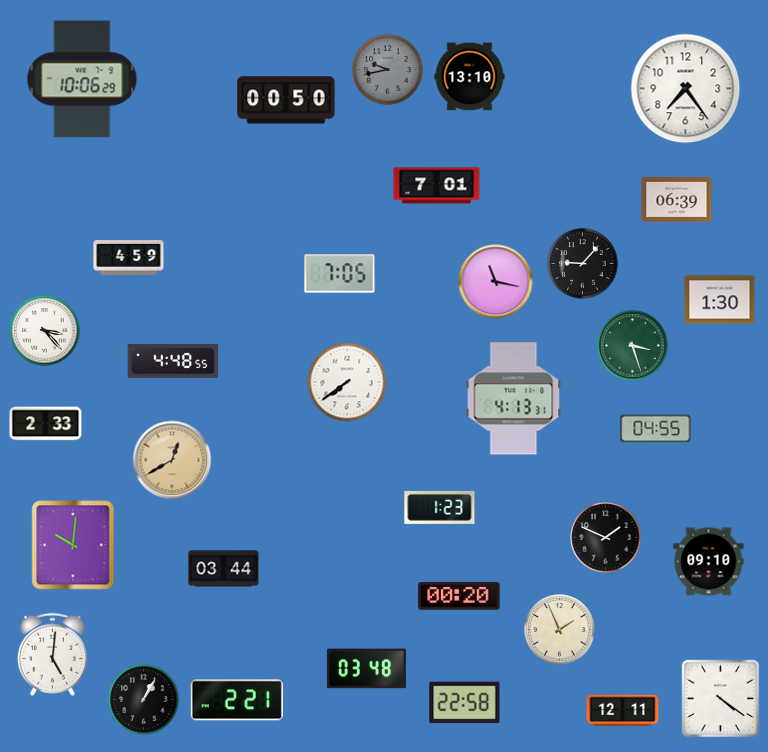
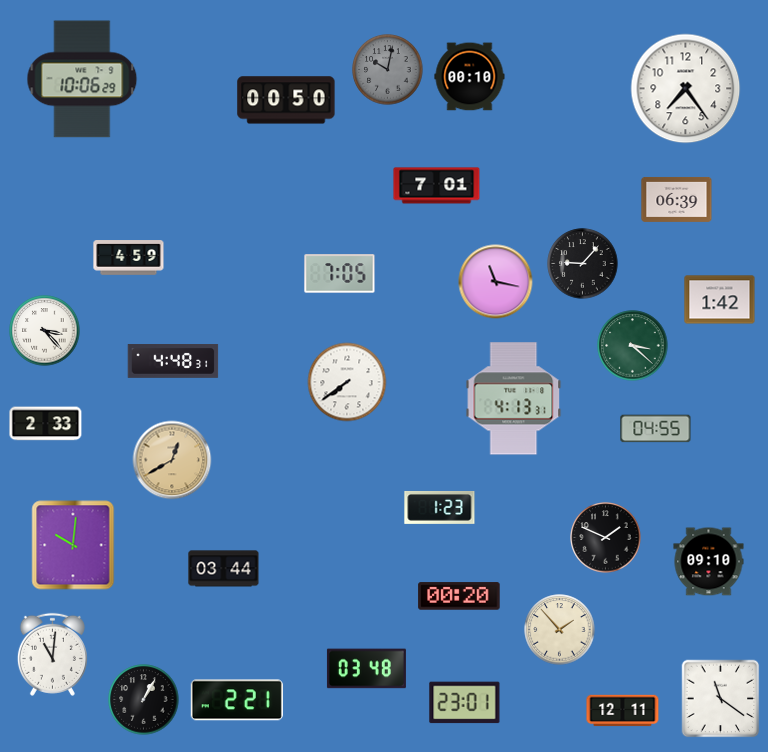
clock at (388, 70): 9:43 -> 10:02
clock at (470, 77): 13:10 -> 00:10
clock at (720, 300): 1:30 -> 1:42
clock at (633, 346): 3:27 -> 3:22
clock at (173, 362): 4:48:55 -> 4:48:31
clock at (560, 630): 1:56 -> 1:53
clock at (52, 654): 5:01 -> 11:01
clock at (721, 699): 4:21 -> 11:21
clock at (465, 703): 22:58 -> 23:01
